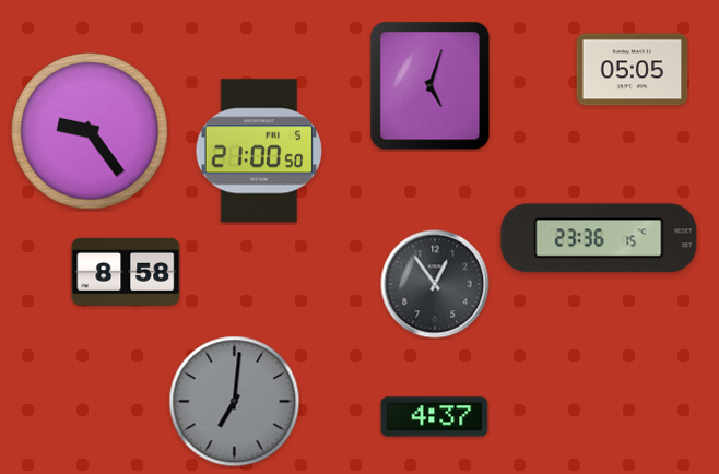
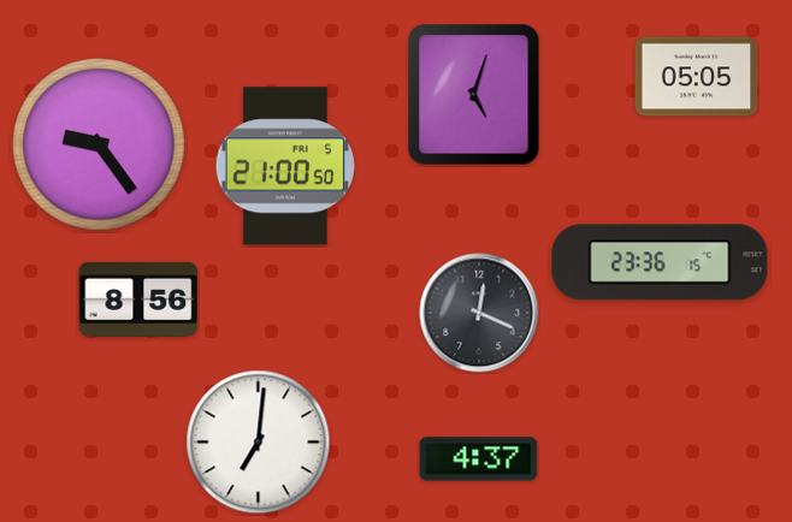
clock at (126, 272): 8:58 -> 8:56
clock at (435, 284): 12:54 -> 12:19
clock at (235, 402) dial: grey -> white
